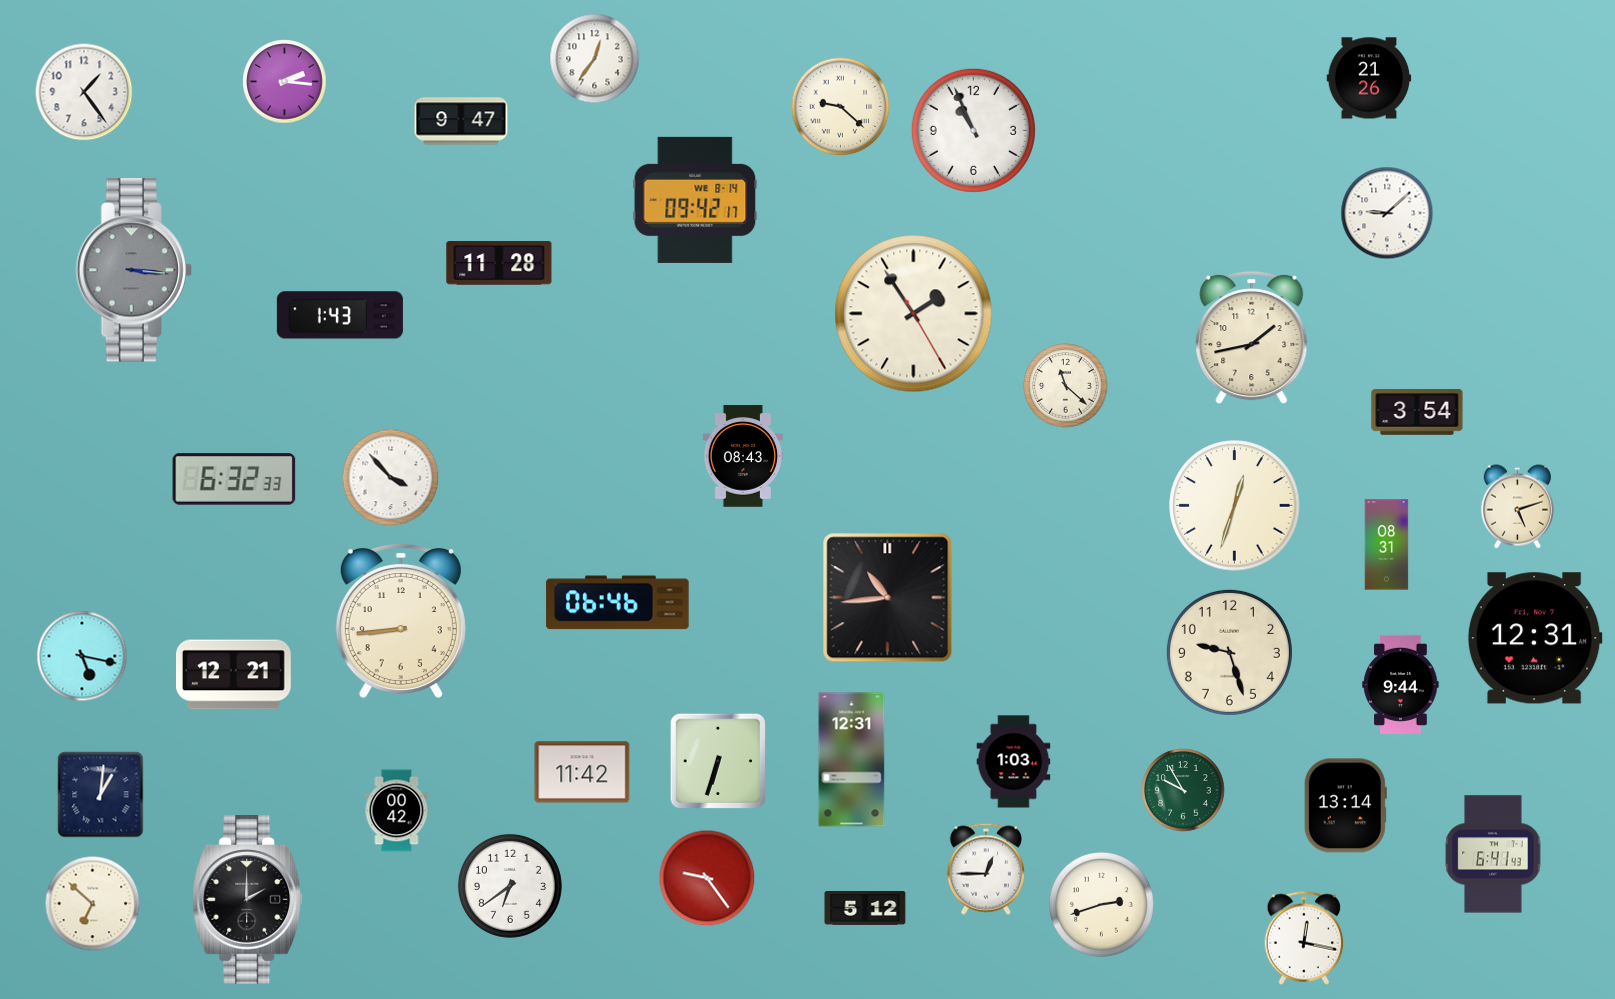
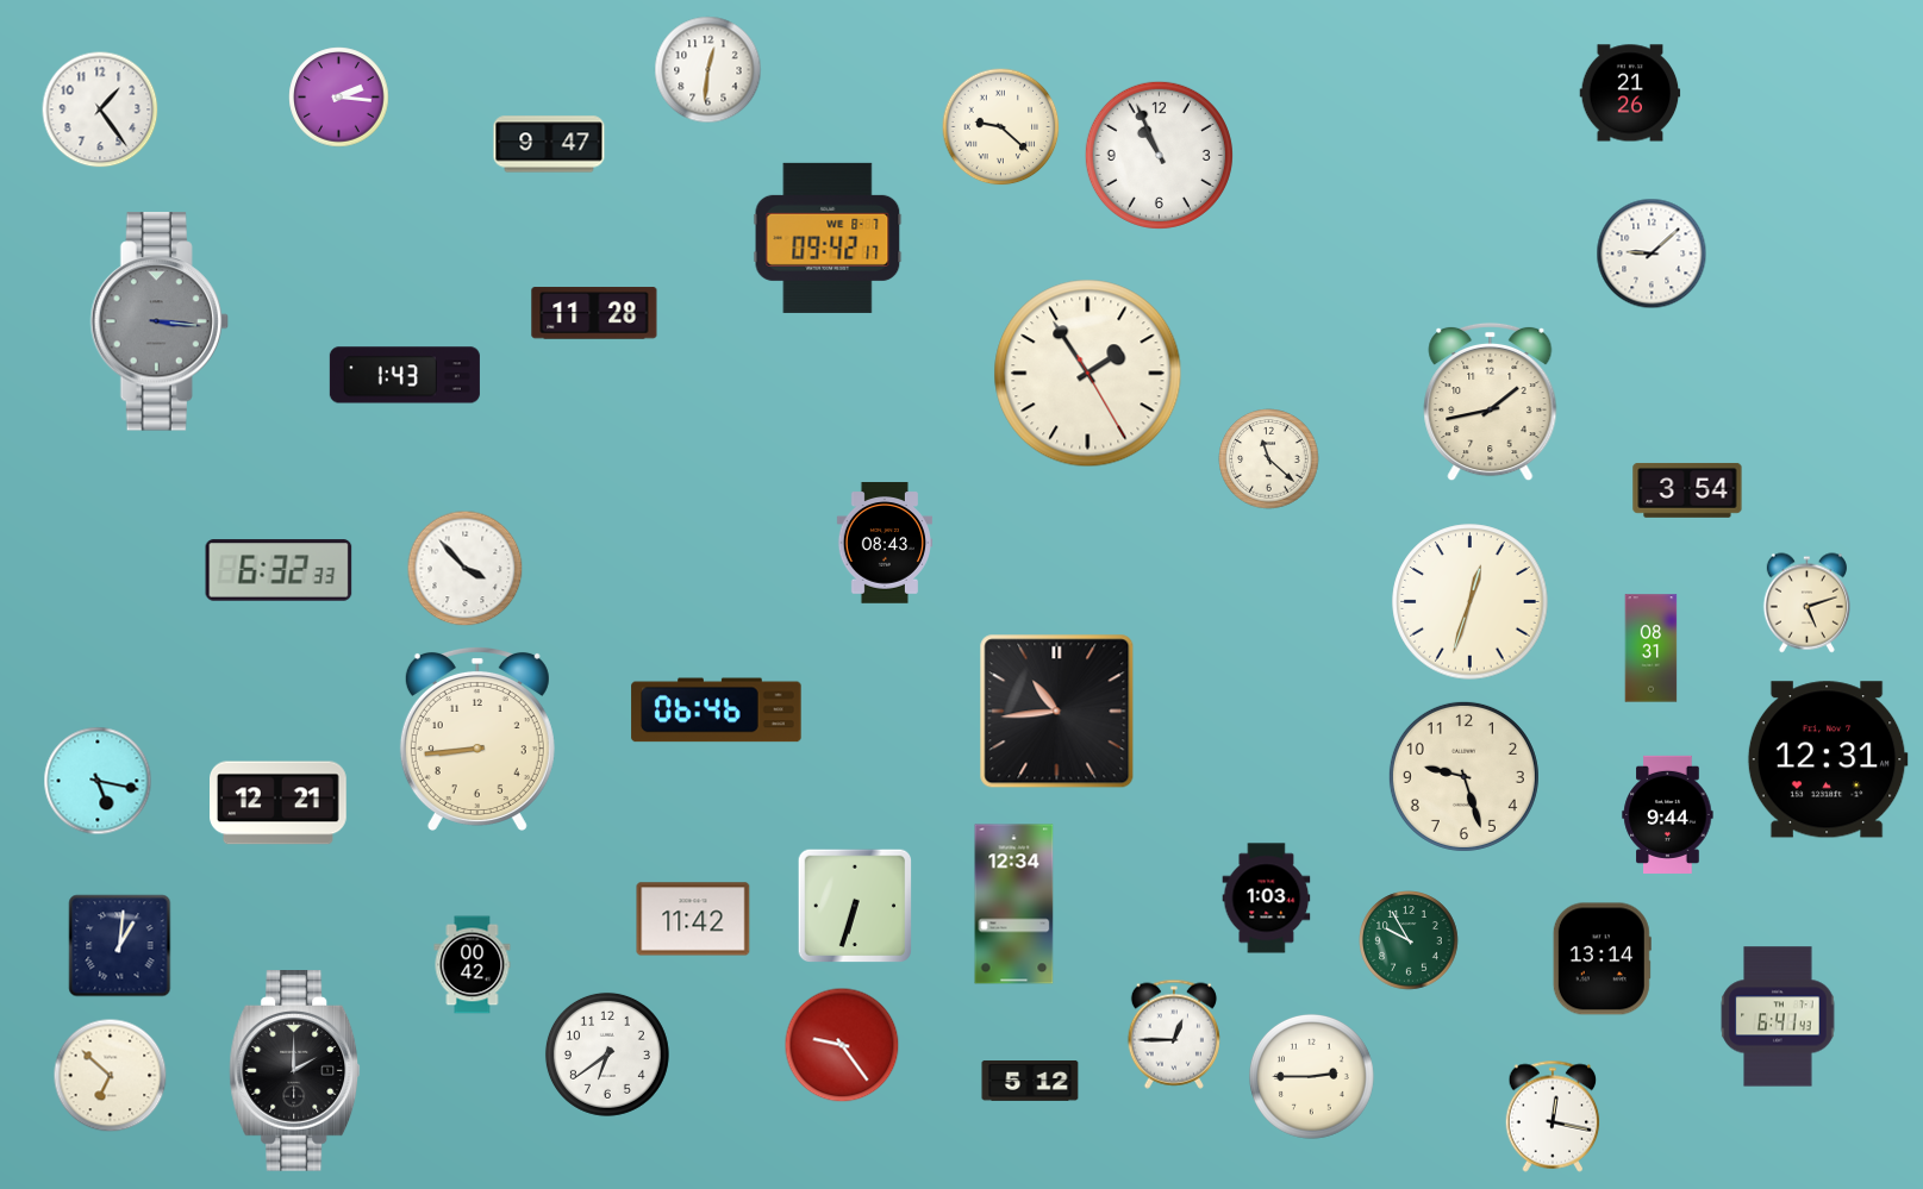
clock at (595, 59): 12:36 -> 12:31
clock at (695, 200) date: WE 8-14 -> WE 8-7
clock at (618, 603) position: (618, 603) -> (717, 711)
clock at (852, 760): 12:31 -> 12:34
clock at (1014, 762) position: (1014, 762) -> (1267, 899)
clock at (1101, 904): 2:42 -> 2:45
